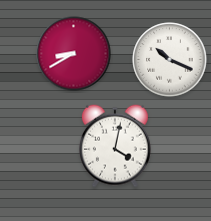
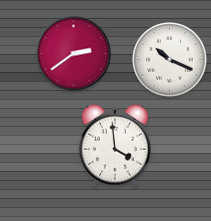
clock at (74, 54): 8:40 -> 2:39
clock at (115, 146): 4:02 -> 3:59
